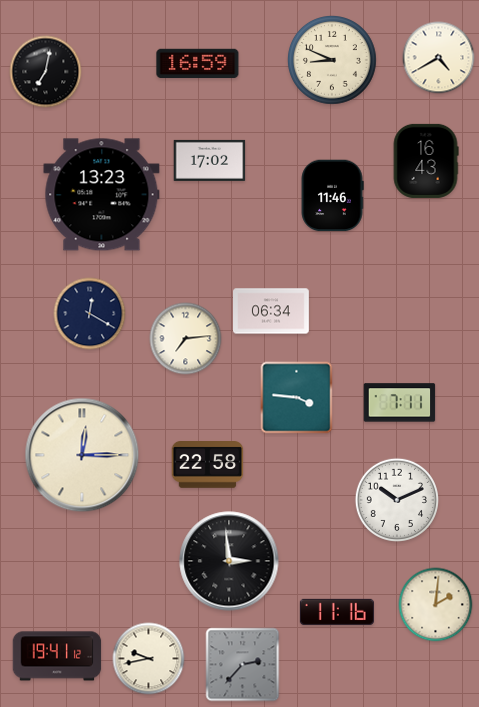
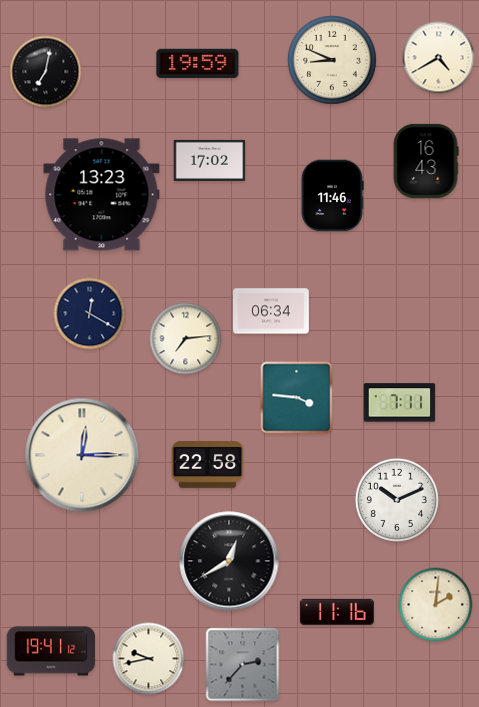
clock at (198, 64): 16:59 -> 19:59
clock at (229, 561): 2:59 -> 12:40
clock at (57, 656) position: (57, 656) -> (51, 651)
